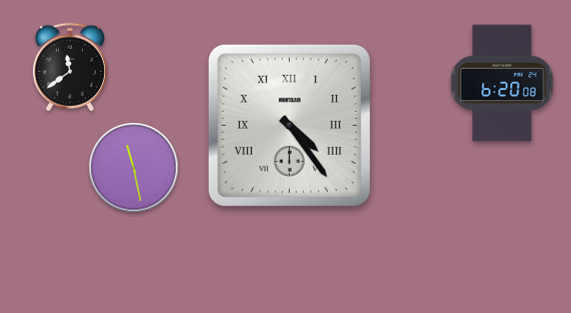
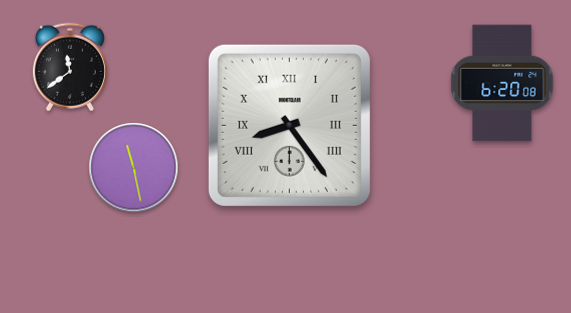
clock at (289, 125): 4:24 -> 8:24
